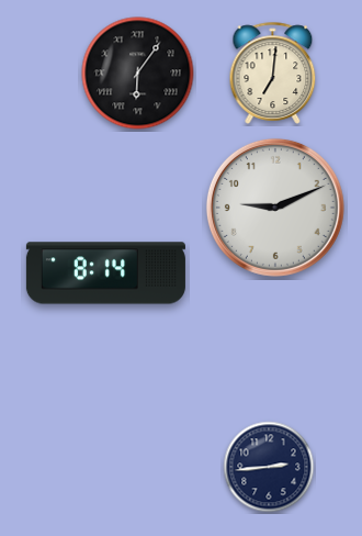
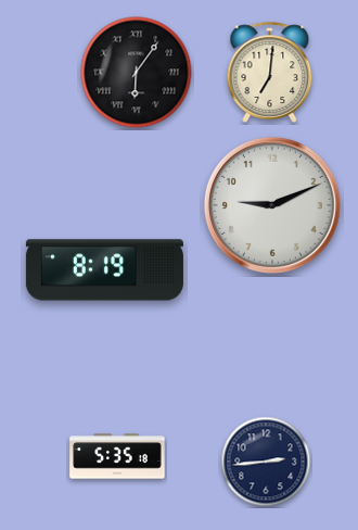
clock at (105, 273): 8:14 -> 8:19
clock at (117, 456): none -> 5:35
